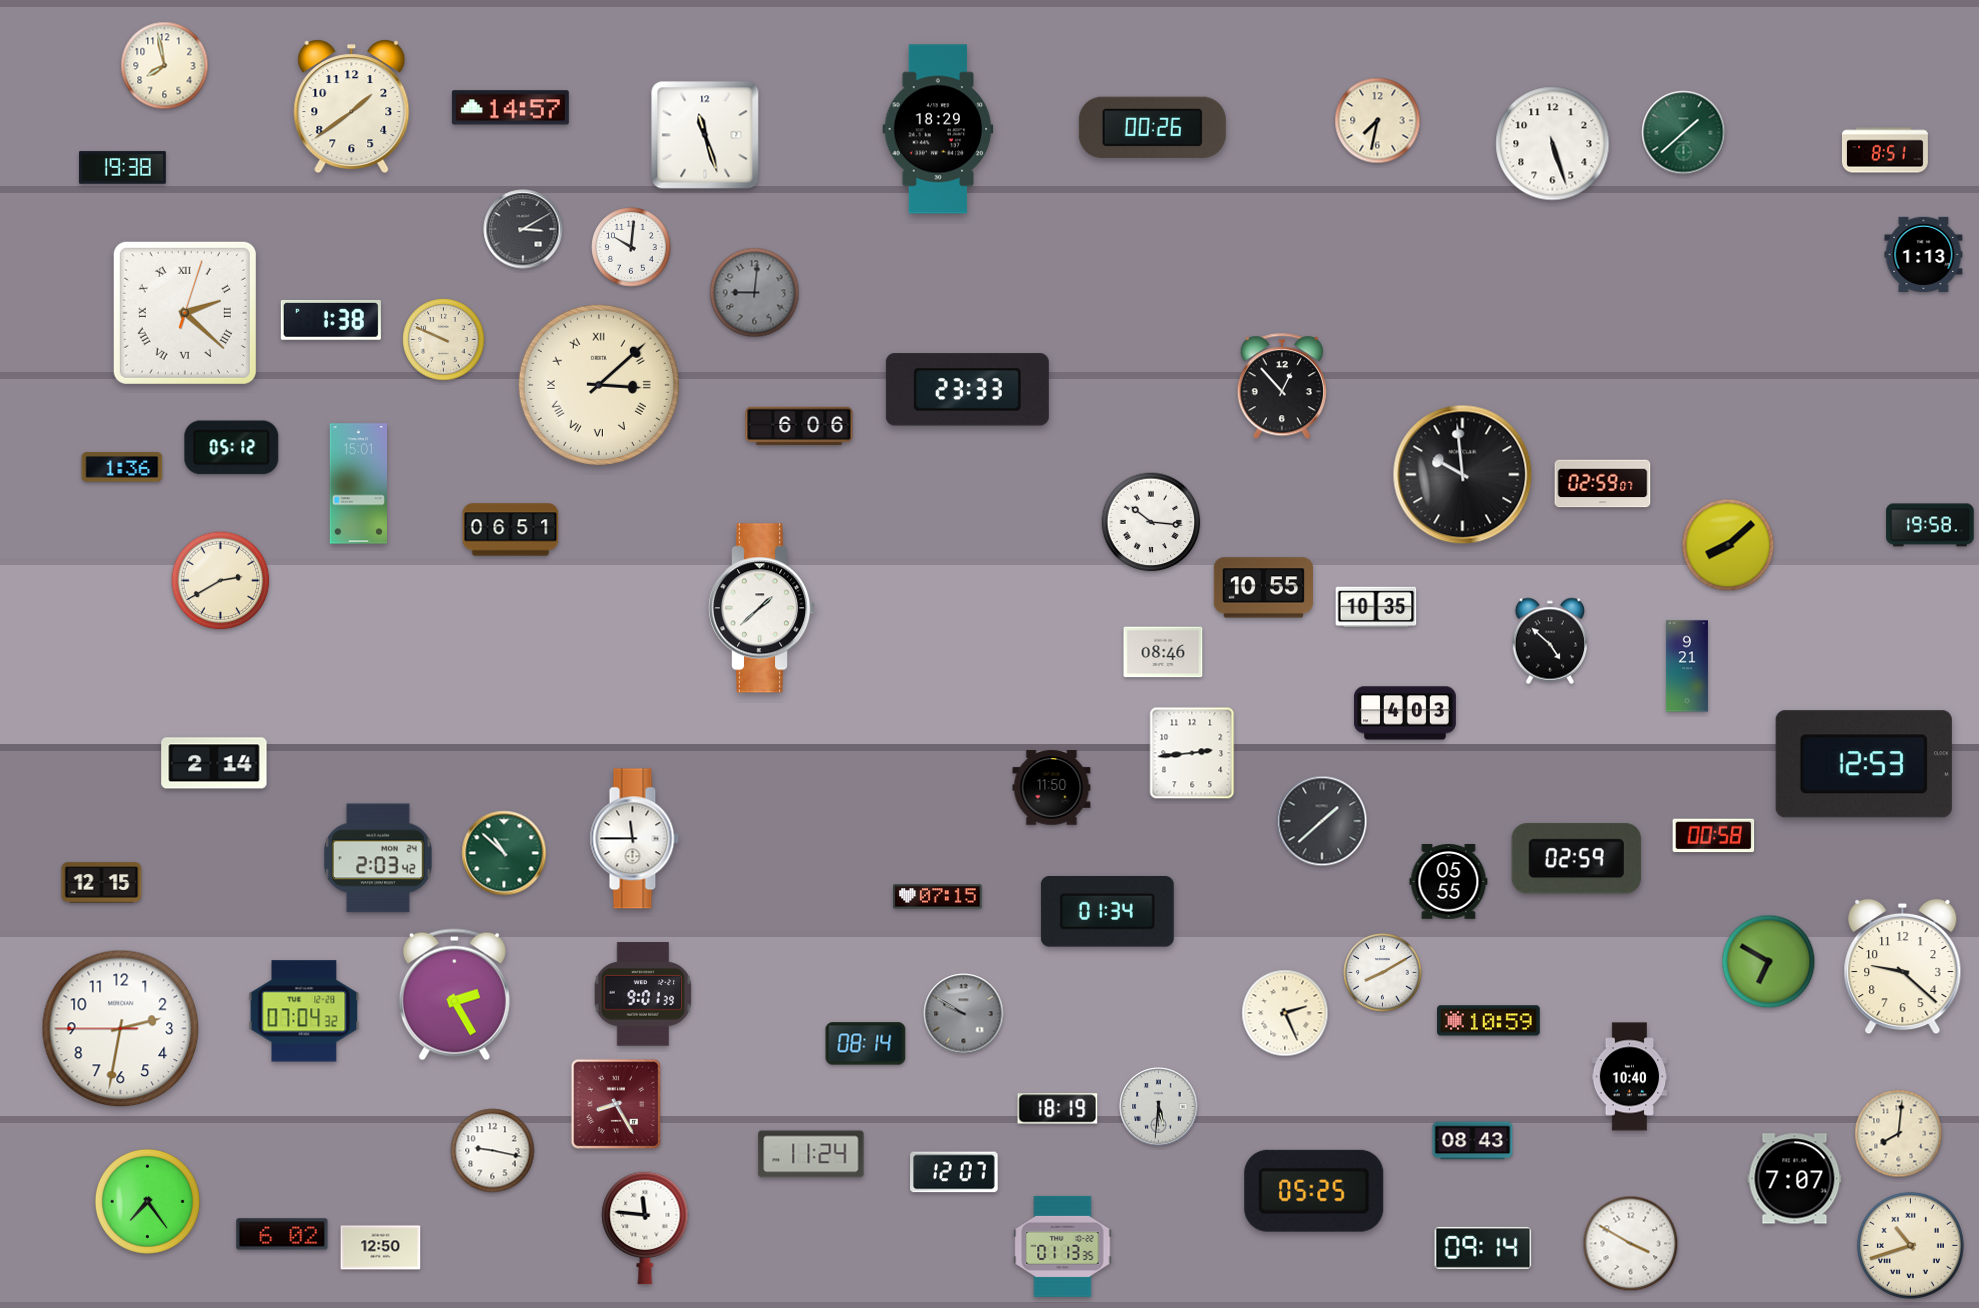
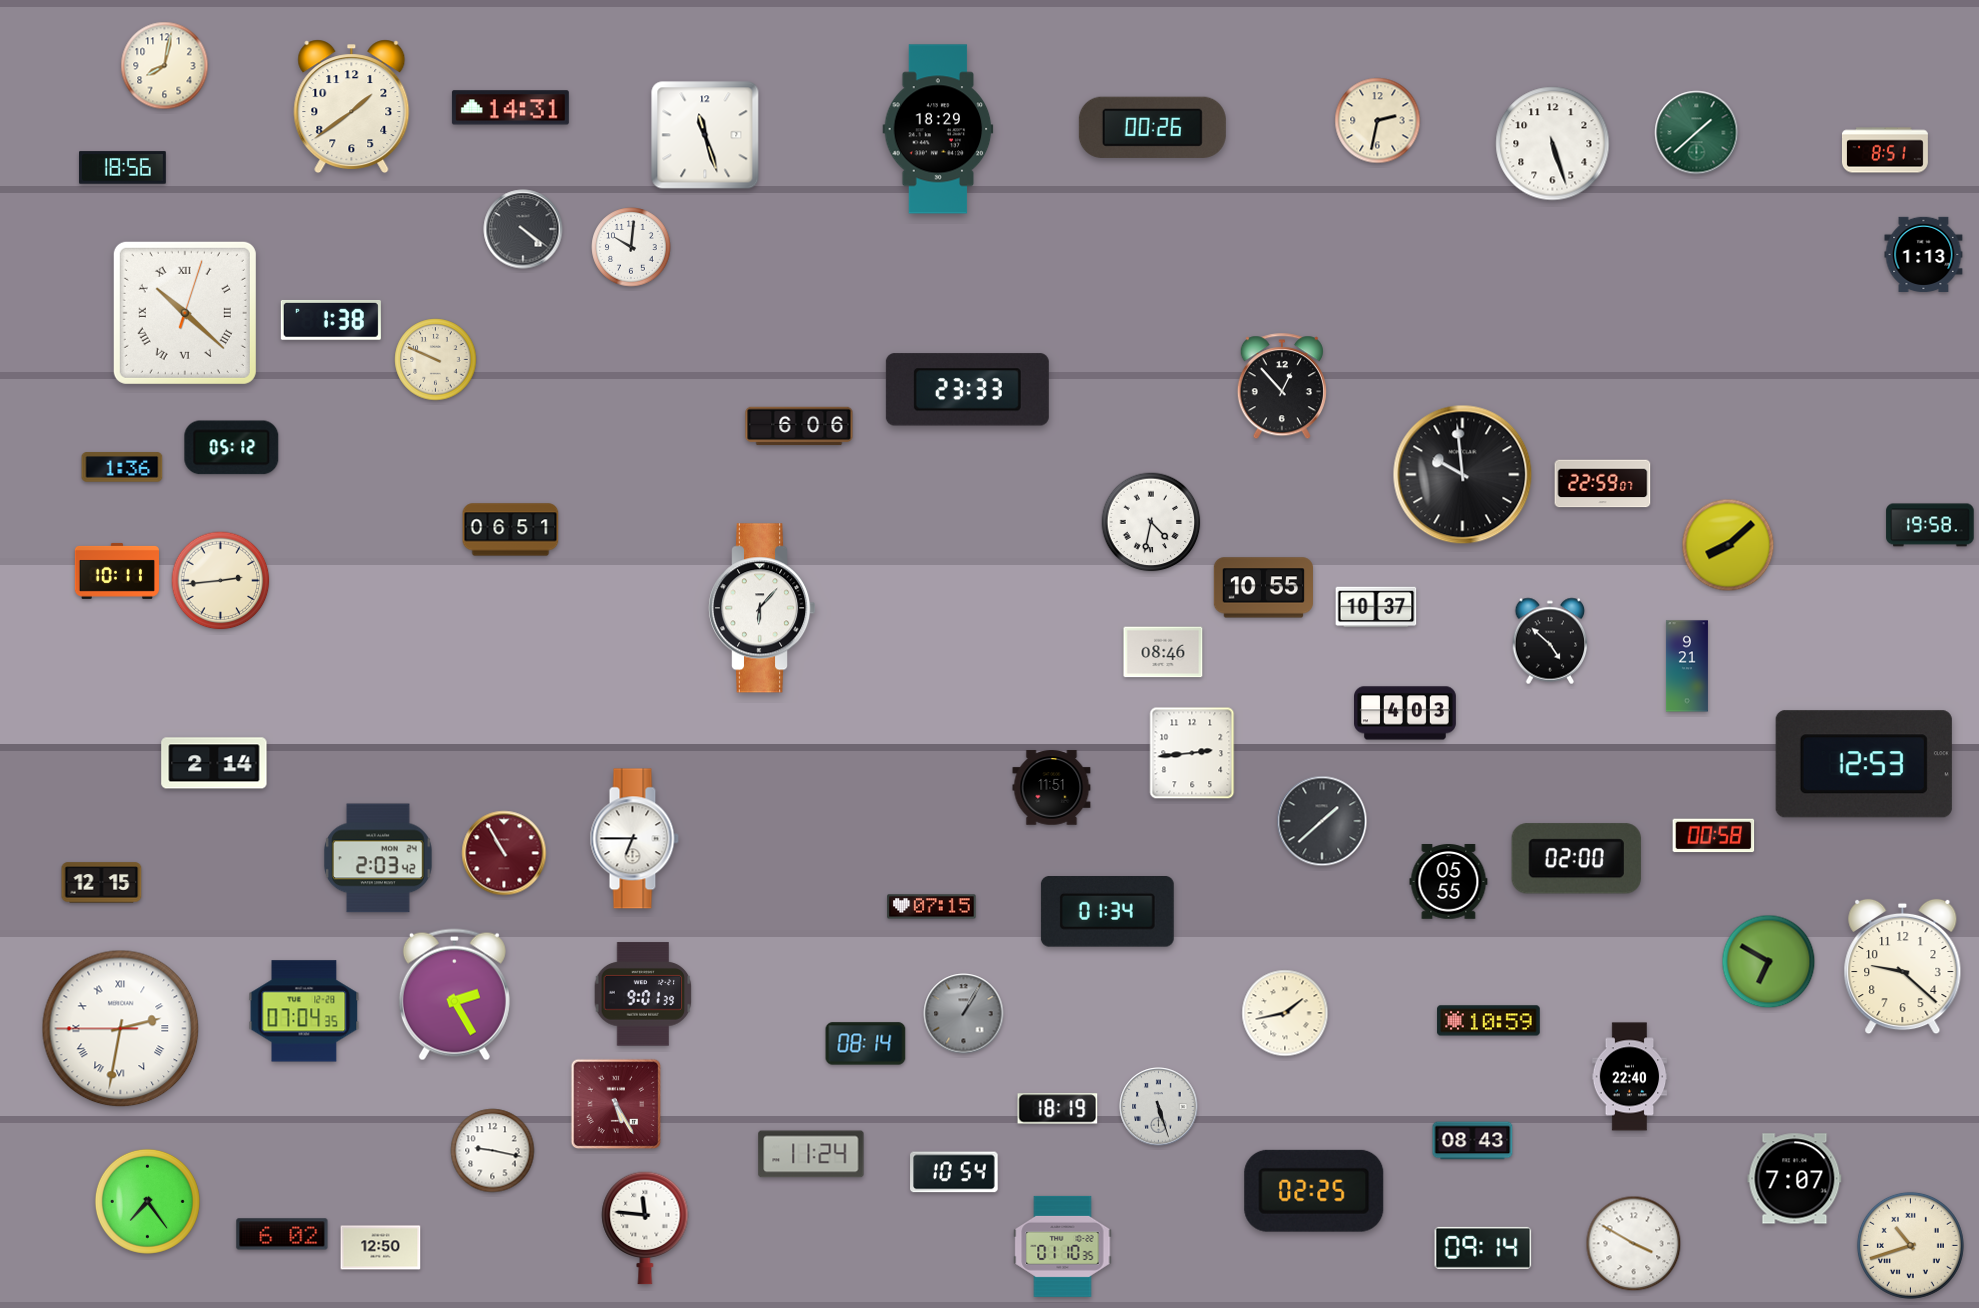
clock at (165, 66): 7:58 -> 8:02
clock at (510, 108): 14:57 -> 14:31
clock at (1378, 121): 7:32 -> 2:32
clock at (1684, 133) position: (1684, 133) -> (1697, 133)
clock at (123, 168): 19:38 -> 18:56
clock at (523, 229): 3:10 -> 4:21
clock at (755, 293): 9:01 -> none
clock at (185, 313): 2:22 -> 10:22
clock at (444, 340) position: (444, 340) -> (436, 360)
clock at (599, 385): 3:08 -> none
clock at (358, 484): 15:01 -> none
clock at (1603, 484): 02:59 -> 22:59
clock at (1151, 522): 10:16 -> 4:32
clock at (117, 571): none -> 10:11
clock at (221, 581): 2:40 -> 2:44
clock at (1376, 607): 10:35 -> 10:37
clock at (762, 608): 1:38 -> 6:07
clock at (1052, 788): 11:50 -> 11:51
clock at (634, 839): 11:45 -> 6:45
clock at (504, 853): 10:52 -> 10:55
clock at (504, 853) dial: green -> burgundy
clock at (1576, 859): 02:59 -> 02:00
clock at (938, 897) position: (938, 897) -> (932, 907)
clock at (1383, 973): 8:10 -> none
clock at (304, 1011): 07:04:32 -> 07:04:35
clock at (1285, 1013): 2:26 -> 1:43
clock at (964, 1014): 9:50 -> 1:05
clock at (121, 1029) numerals: Arabic -> Roman
clock at (1630, 1077): 10:40 -> 22:40
clock at (616, 1104): 8:25 -> 5:25
clock at (1159, 1107): 5:31 -> 5:27
clock at (1899, 1134): 8:01 -> none
clock at (954, 1172): 12:07 -> 10:54
clock at (1314, 1191): 05:25 -> 02:25
clock at (1631, 1244) position: (1631, 1244) -> (1634, 1244)
clock at (1063, 1246): 01:13 -> 01:10
